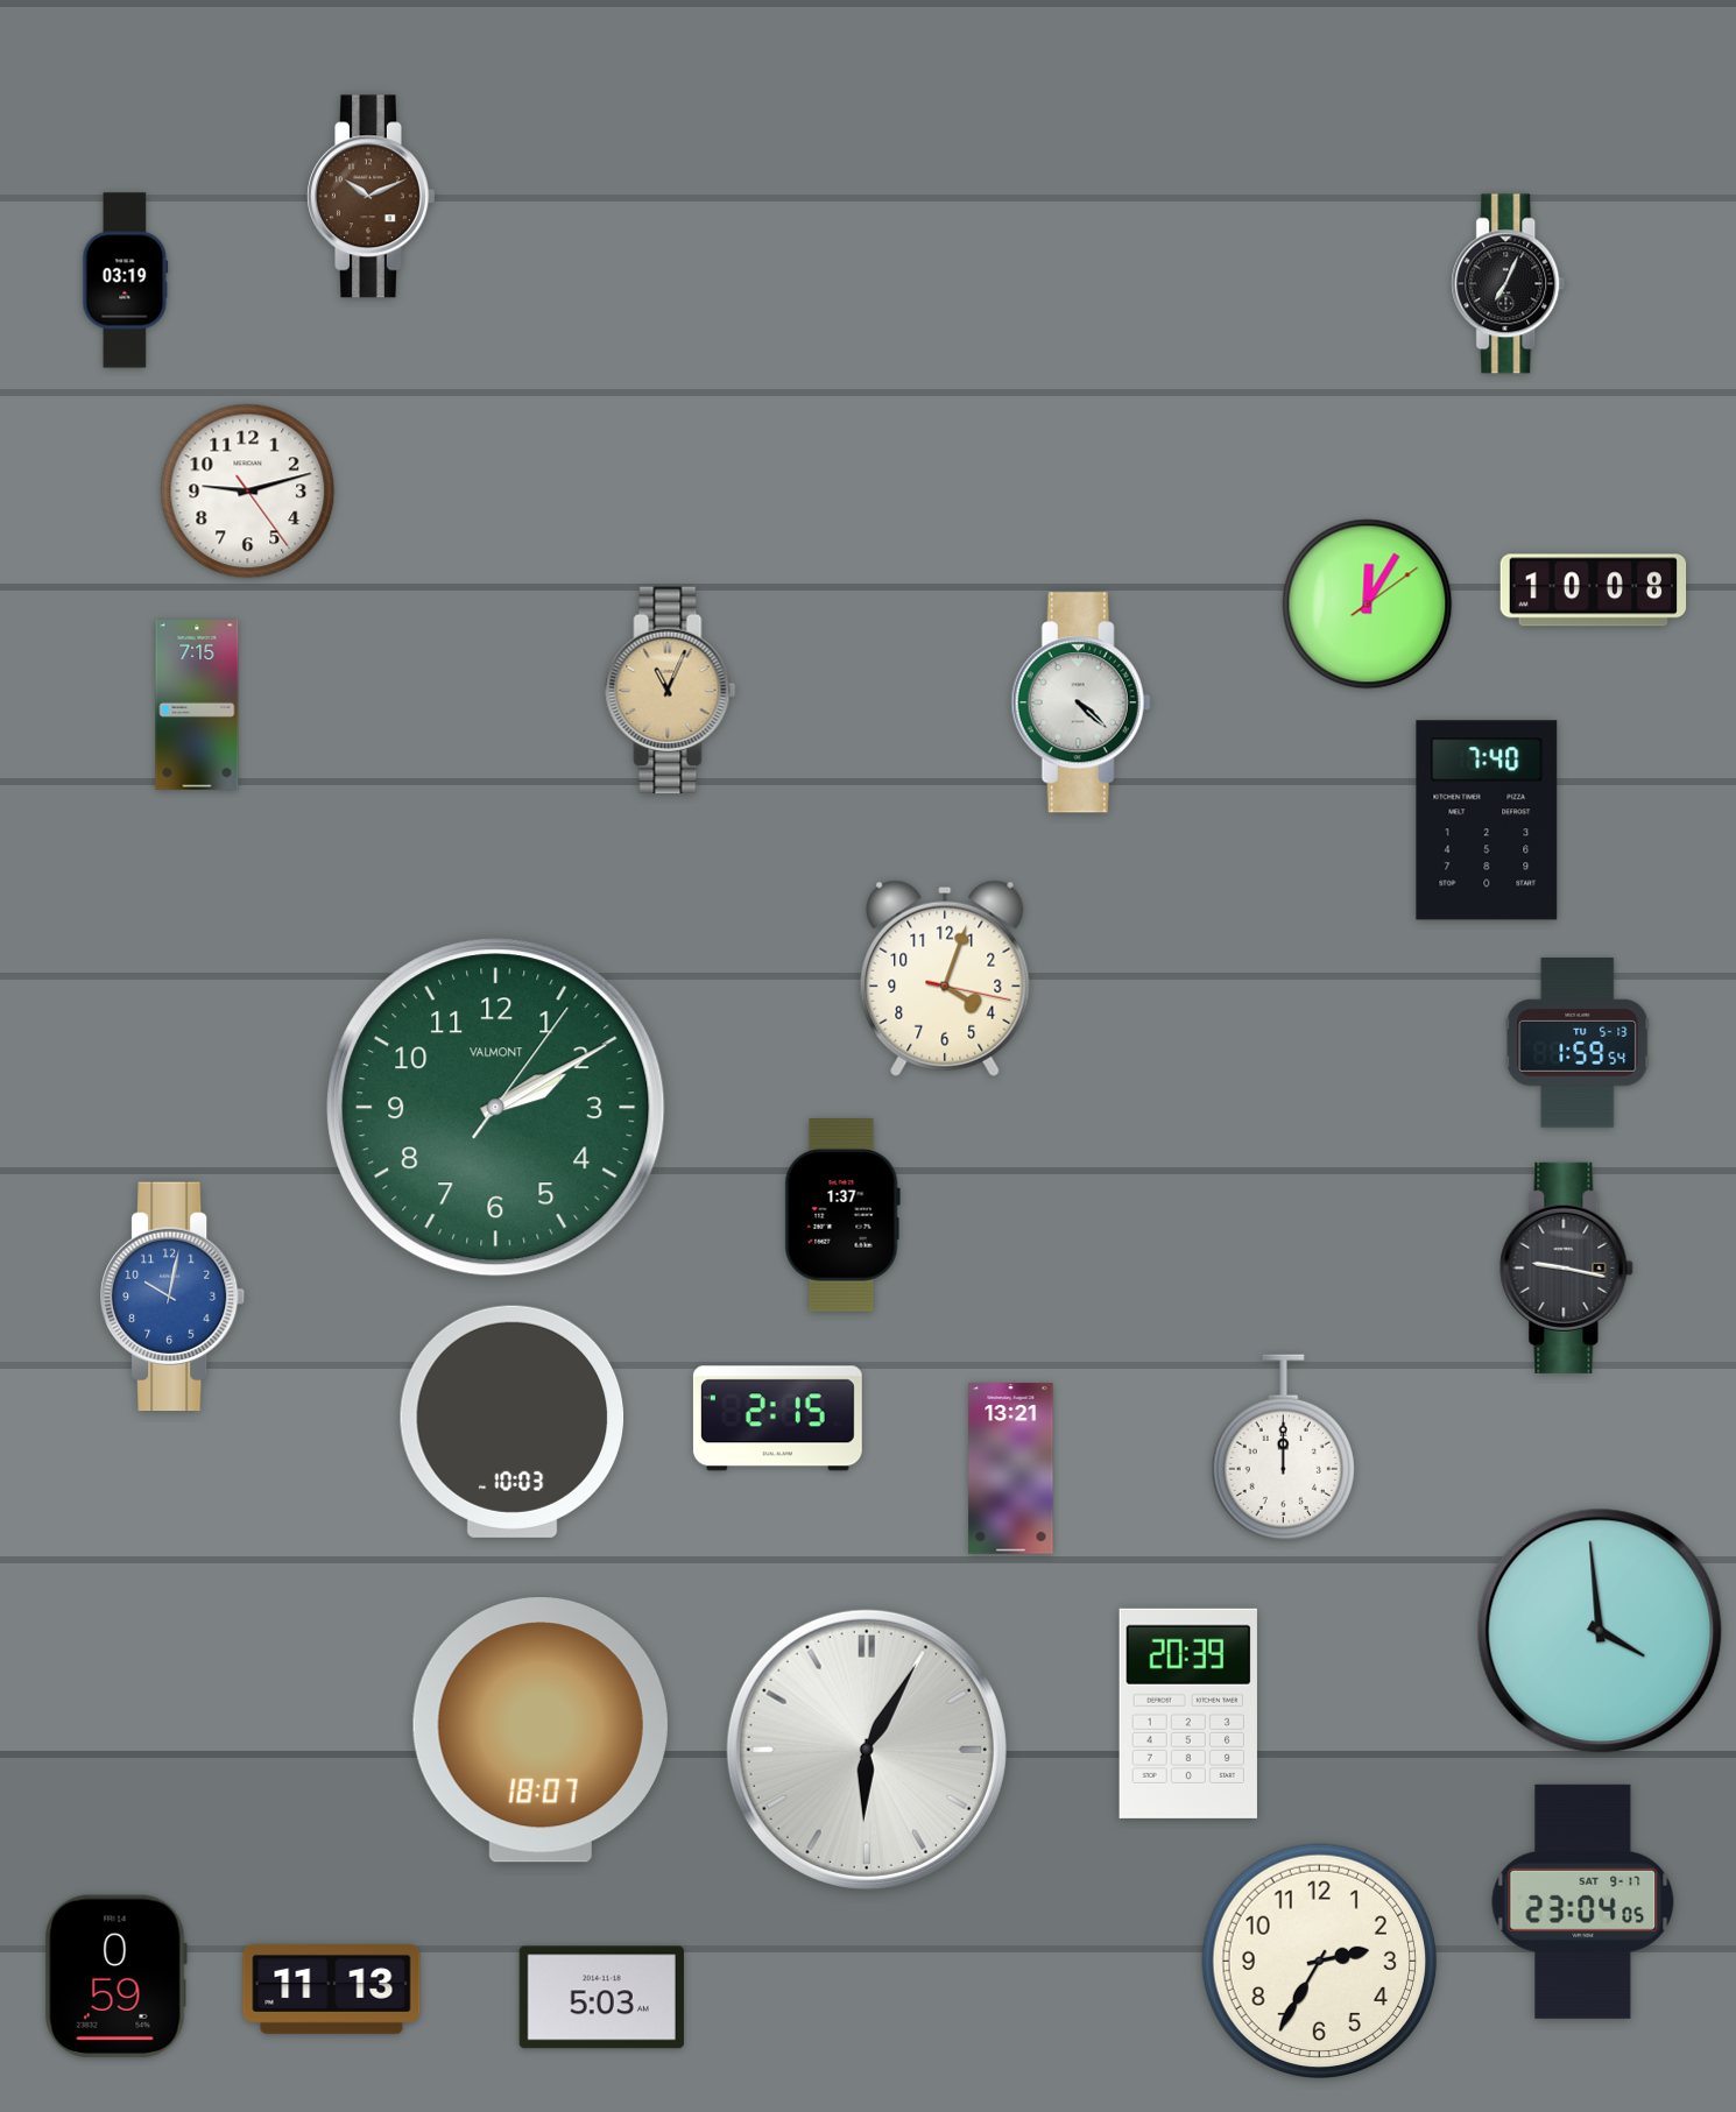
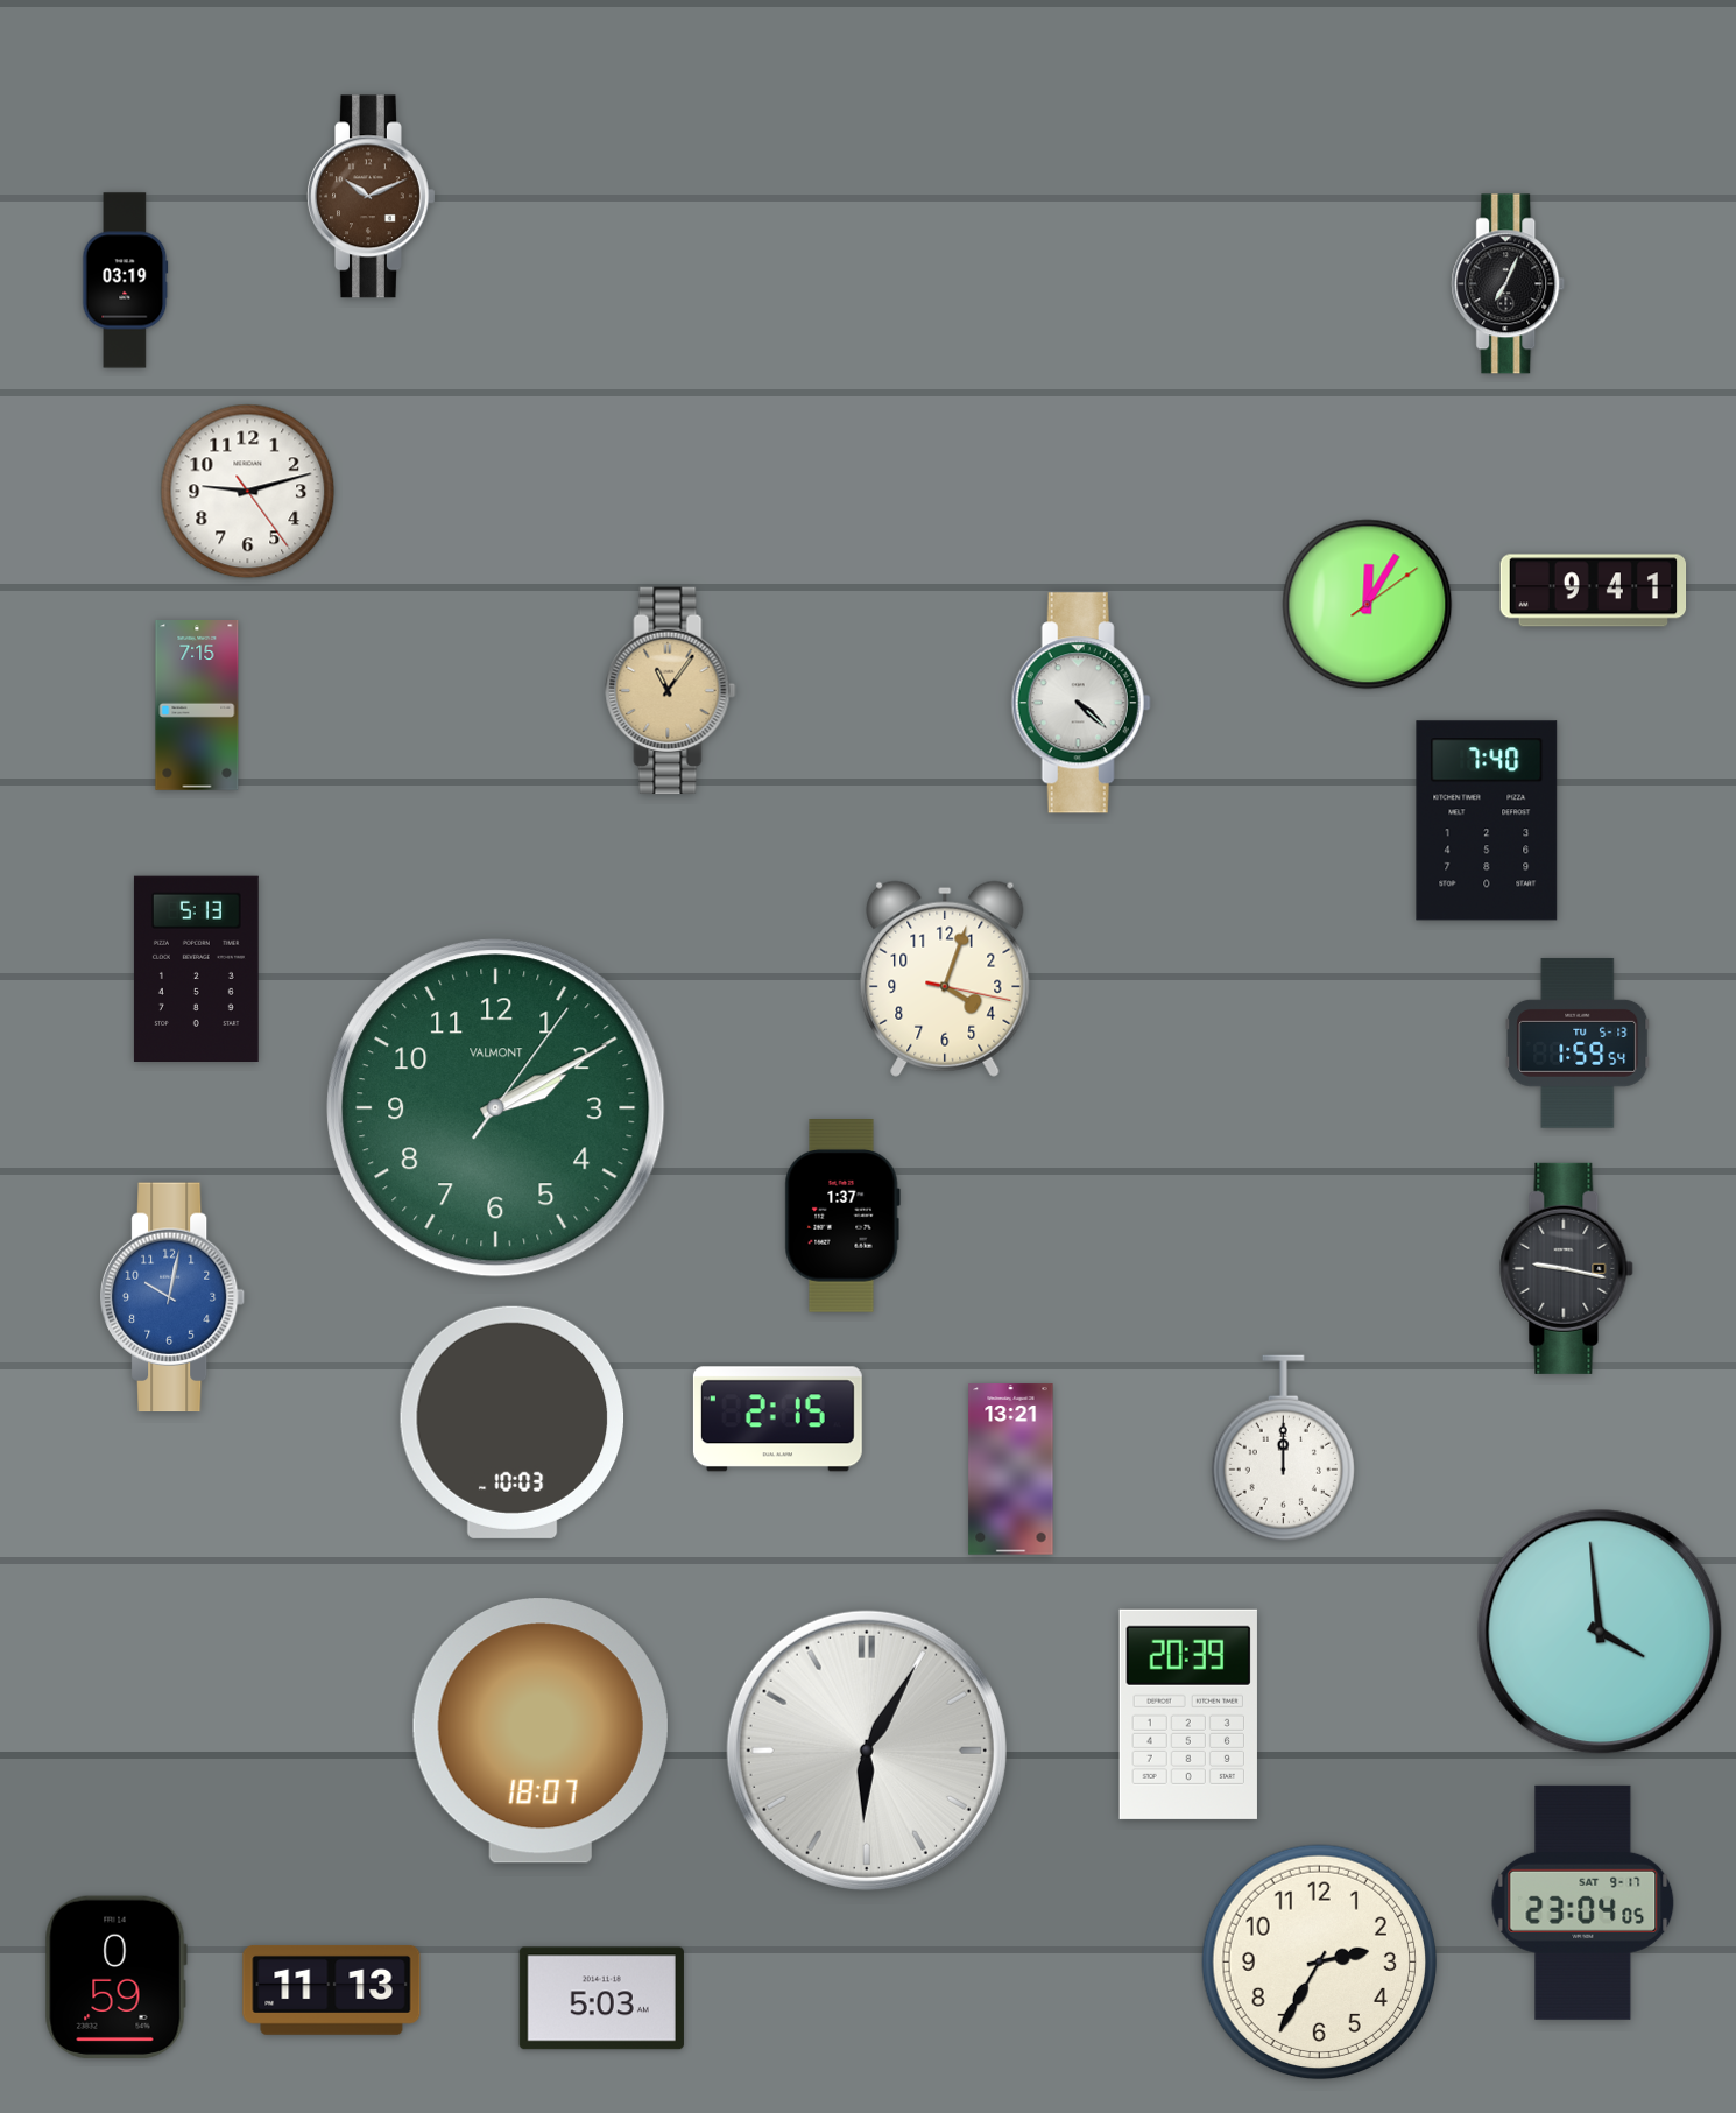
clock at (1594, 591): 10:08 -> 9:41
clock at (671, 691): 11:04 -> 11:06
clock at (196, 969): none -> 5:13
